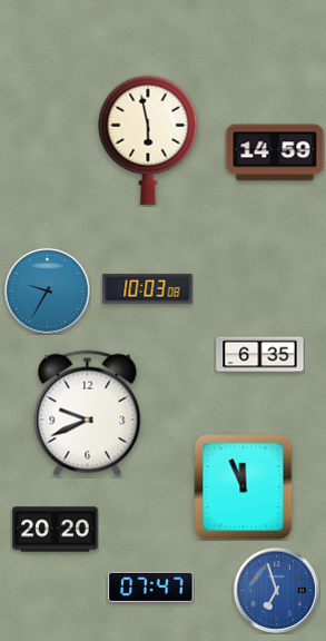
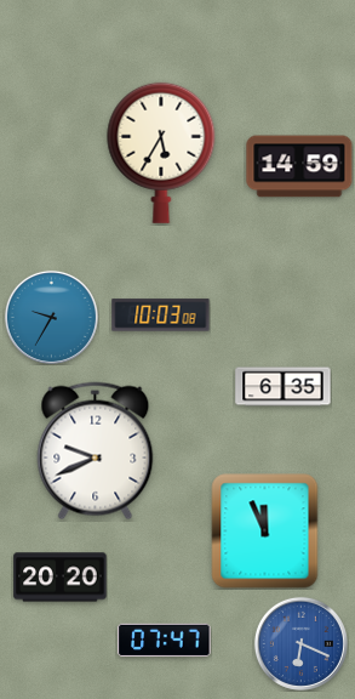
clock at (148, 140): 5:58 -> 5:35
clock at (276, 590): 6:57 -> 6:19
